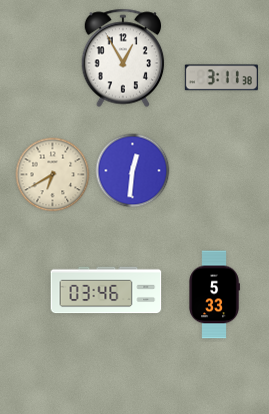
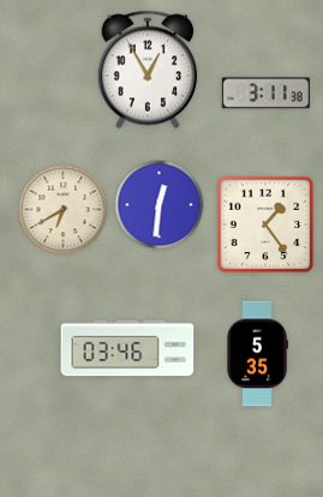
clock at (265, 224): none -> 1:24
clock at (214, 295): 5:33 -> 5:35
